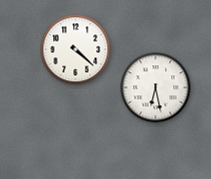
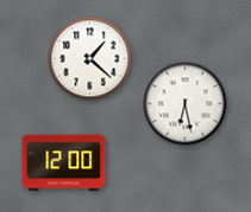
clock at (76, 50): 4:22 -> 1:22
clock at (64, 163): none -> 12:00
